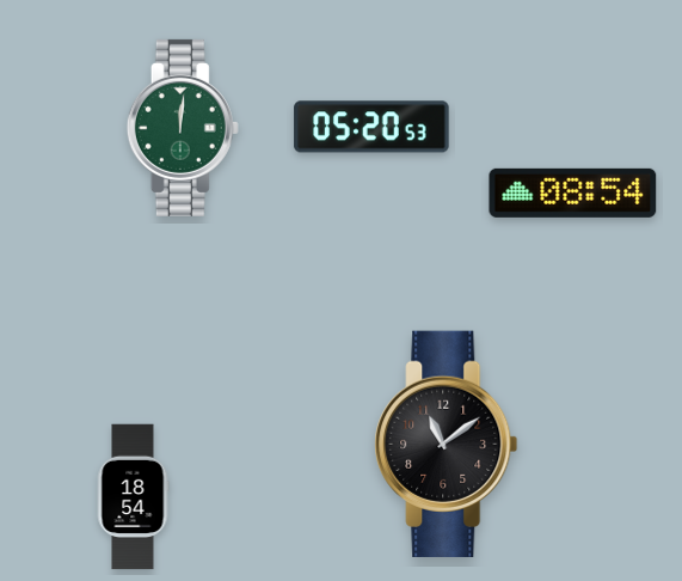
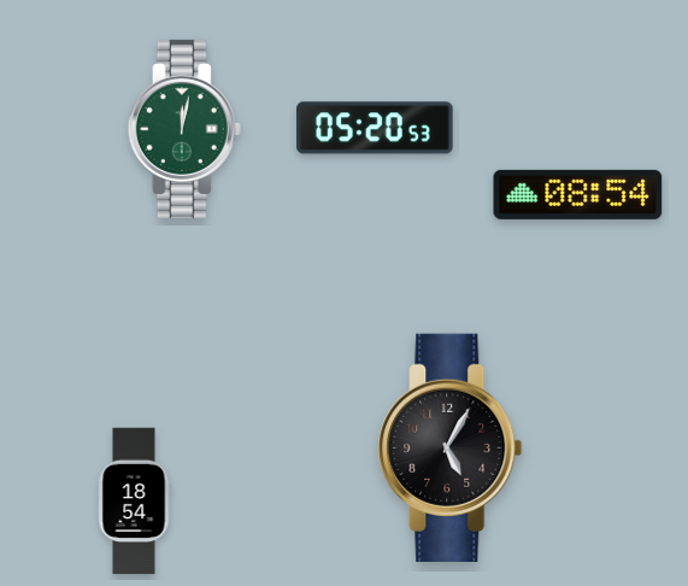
clock at (183, 128): 12:01 -> 12:02
clock at (447, 444): 11:09 -> 5:05
